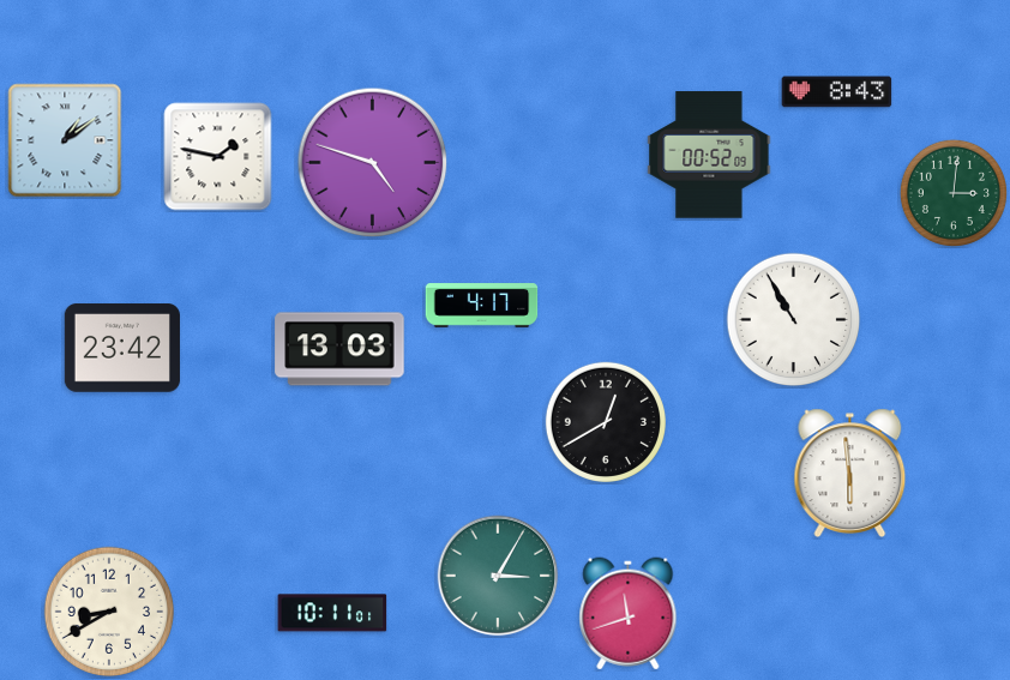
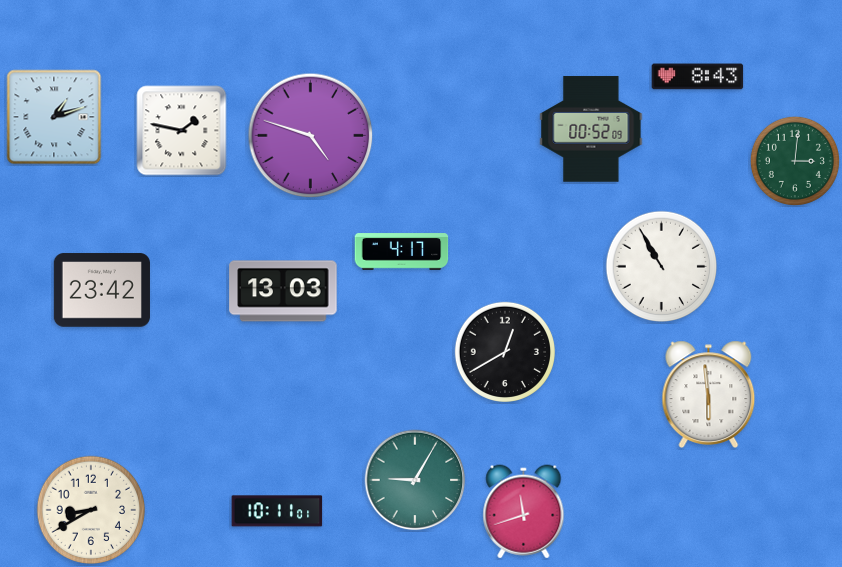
clock at (65, 140): 1:09 -> 1:12
clock at (482, 306) position: (482, 306) -> (402, 252)
clock at (498, 576): 3:05 -> 9:05
